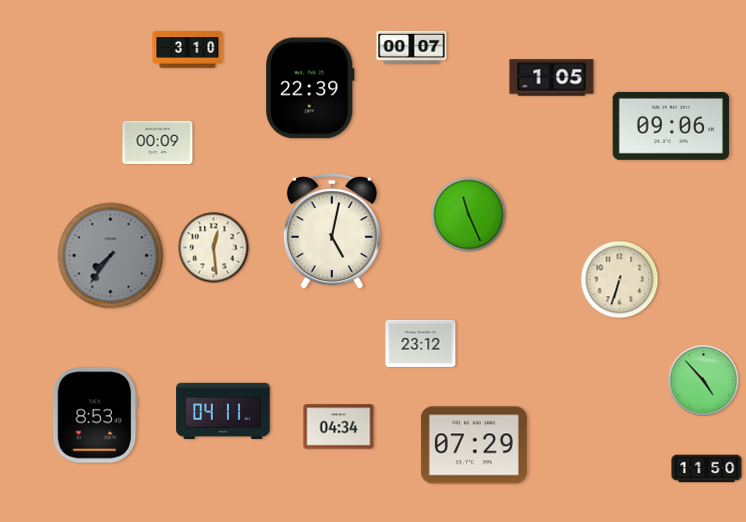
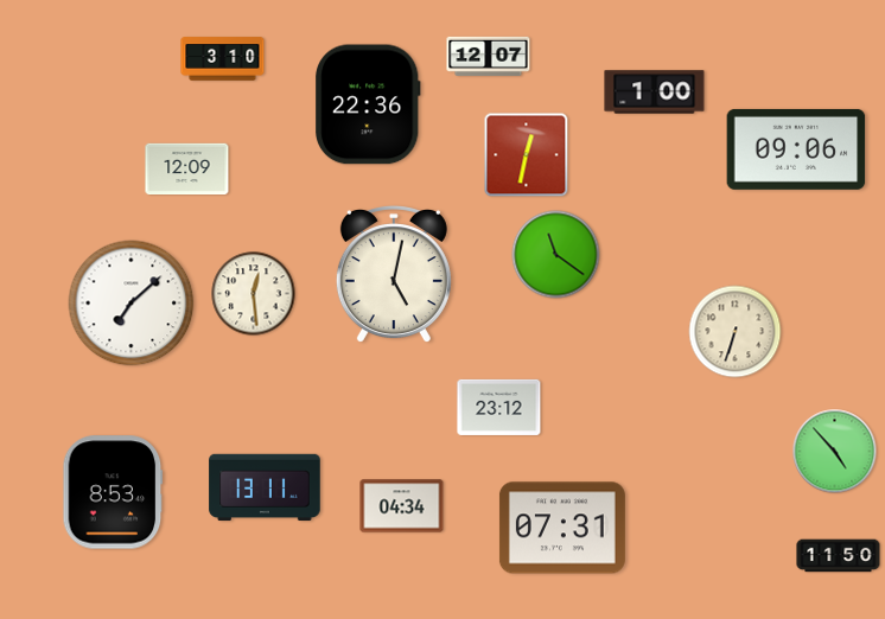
clock at (412, 47): 00:07 -> 12:07
clock at (552, 78): 1:05 -> 1:00
clock at (310, 88): 22:39 -> 22:36
clock at (527, 155): none -> 12:32
clock at (158, 142): 00:09 -> 12:09
clock at (469, 215): 11:26 -> 11:21
clock at (111, 256): 7:36 -> 7:08
clock at (111, 256) dial: grey -> white
clock at (223, 411): 04:11 -> 13:11
clock at (474, 445): 07:29 -> 07:31
